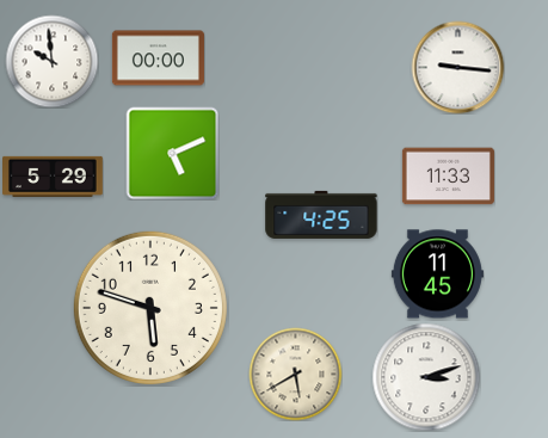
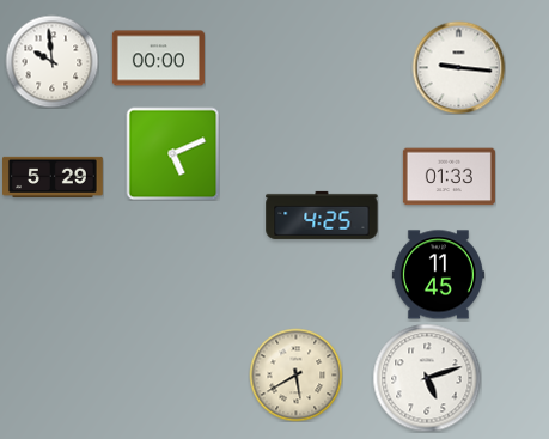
clock at (448, 177): 11:33 -> 01:33
clock at (150, 308): 5:48 -> none
clock at (426, 377): 3:12 -> 5:12
